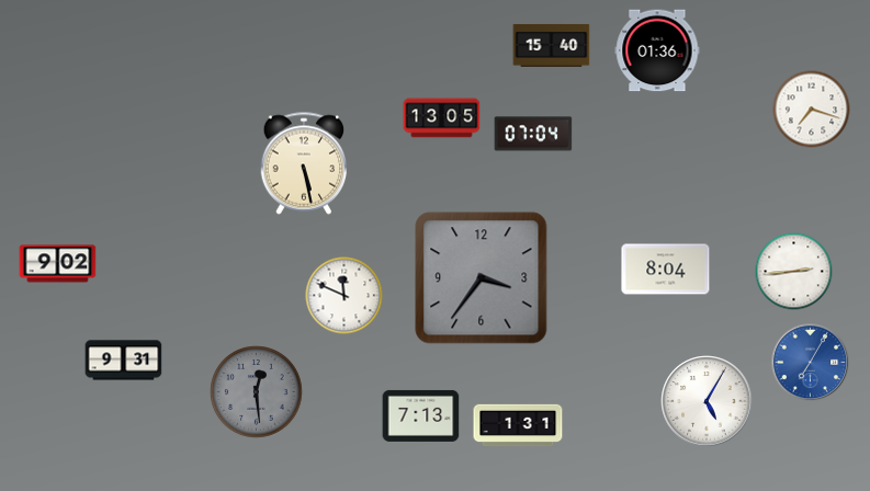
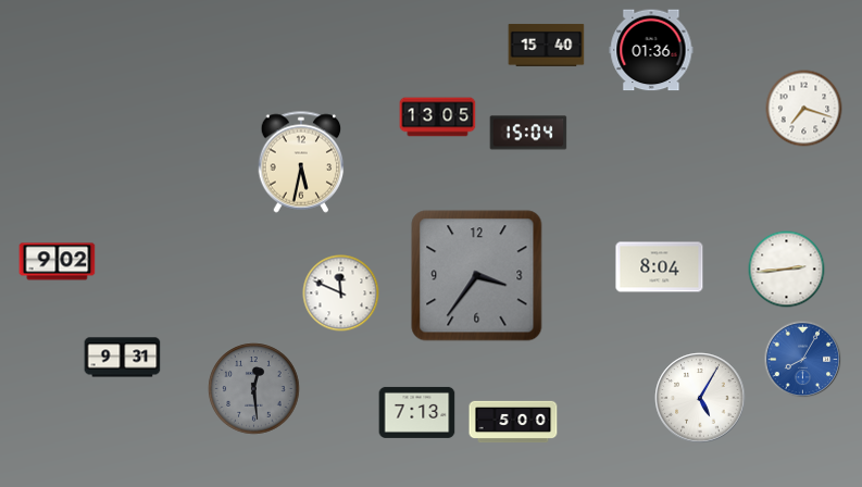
clock at (533, 134): 07:04 -> 15:04
clock at (304, 163): 5:28 -> 5:32
clock at (811, 363): 7:05 -> 8:05
clock at (518, 425): 1:31 -> 5:00
